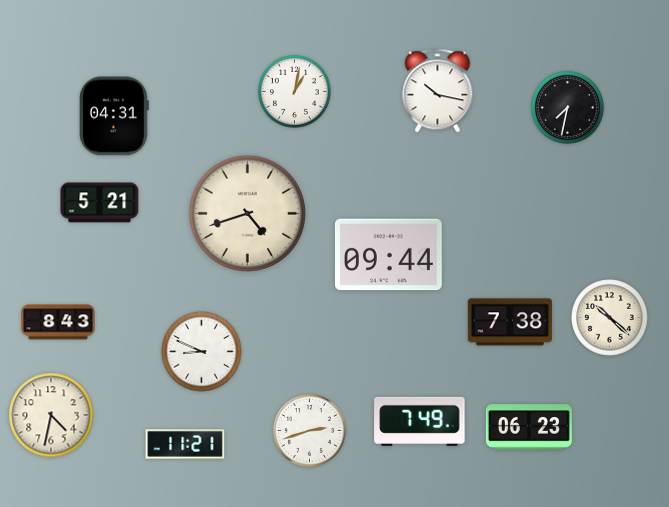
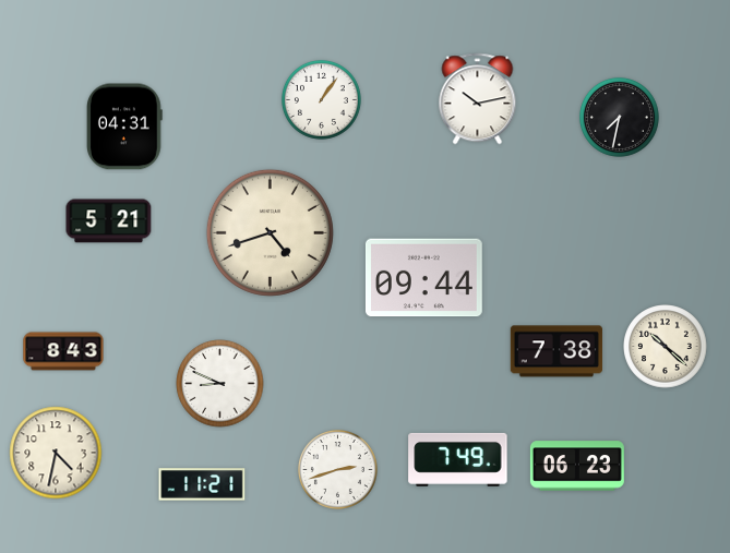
clock at (294, 91): 1:02 -> 1:06
clock at (438, 91): 10:17 -> 10:13
